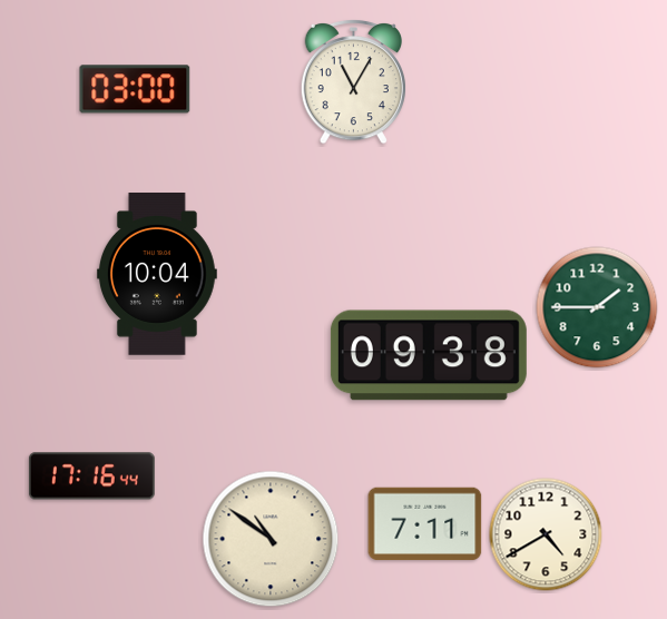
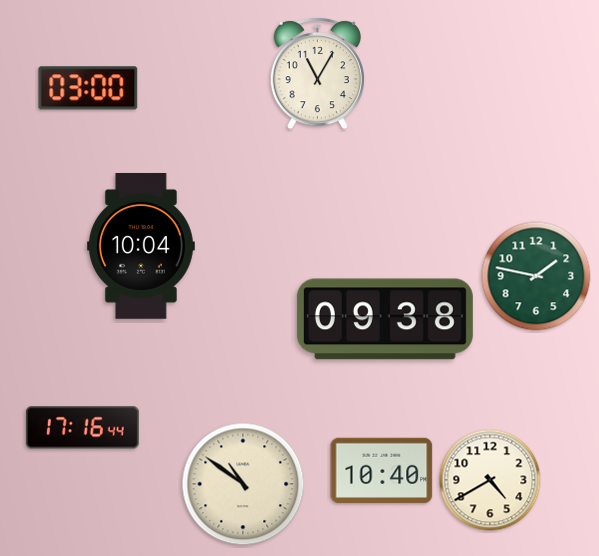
clock at (135, 89) position: (135, 89) -> (88, 88)
clock at (597, 307): 1:45 -> 1:47
clock at (425, 524): 7:11 -> 10:40
